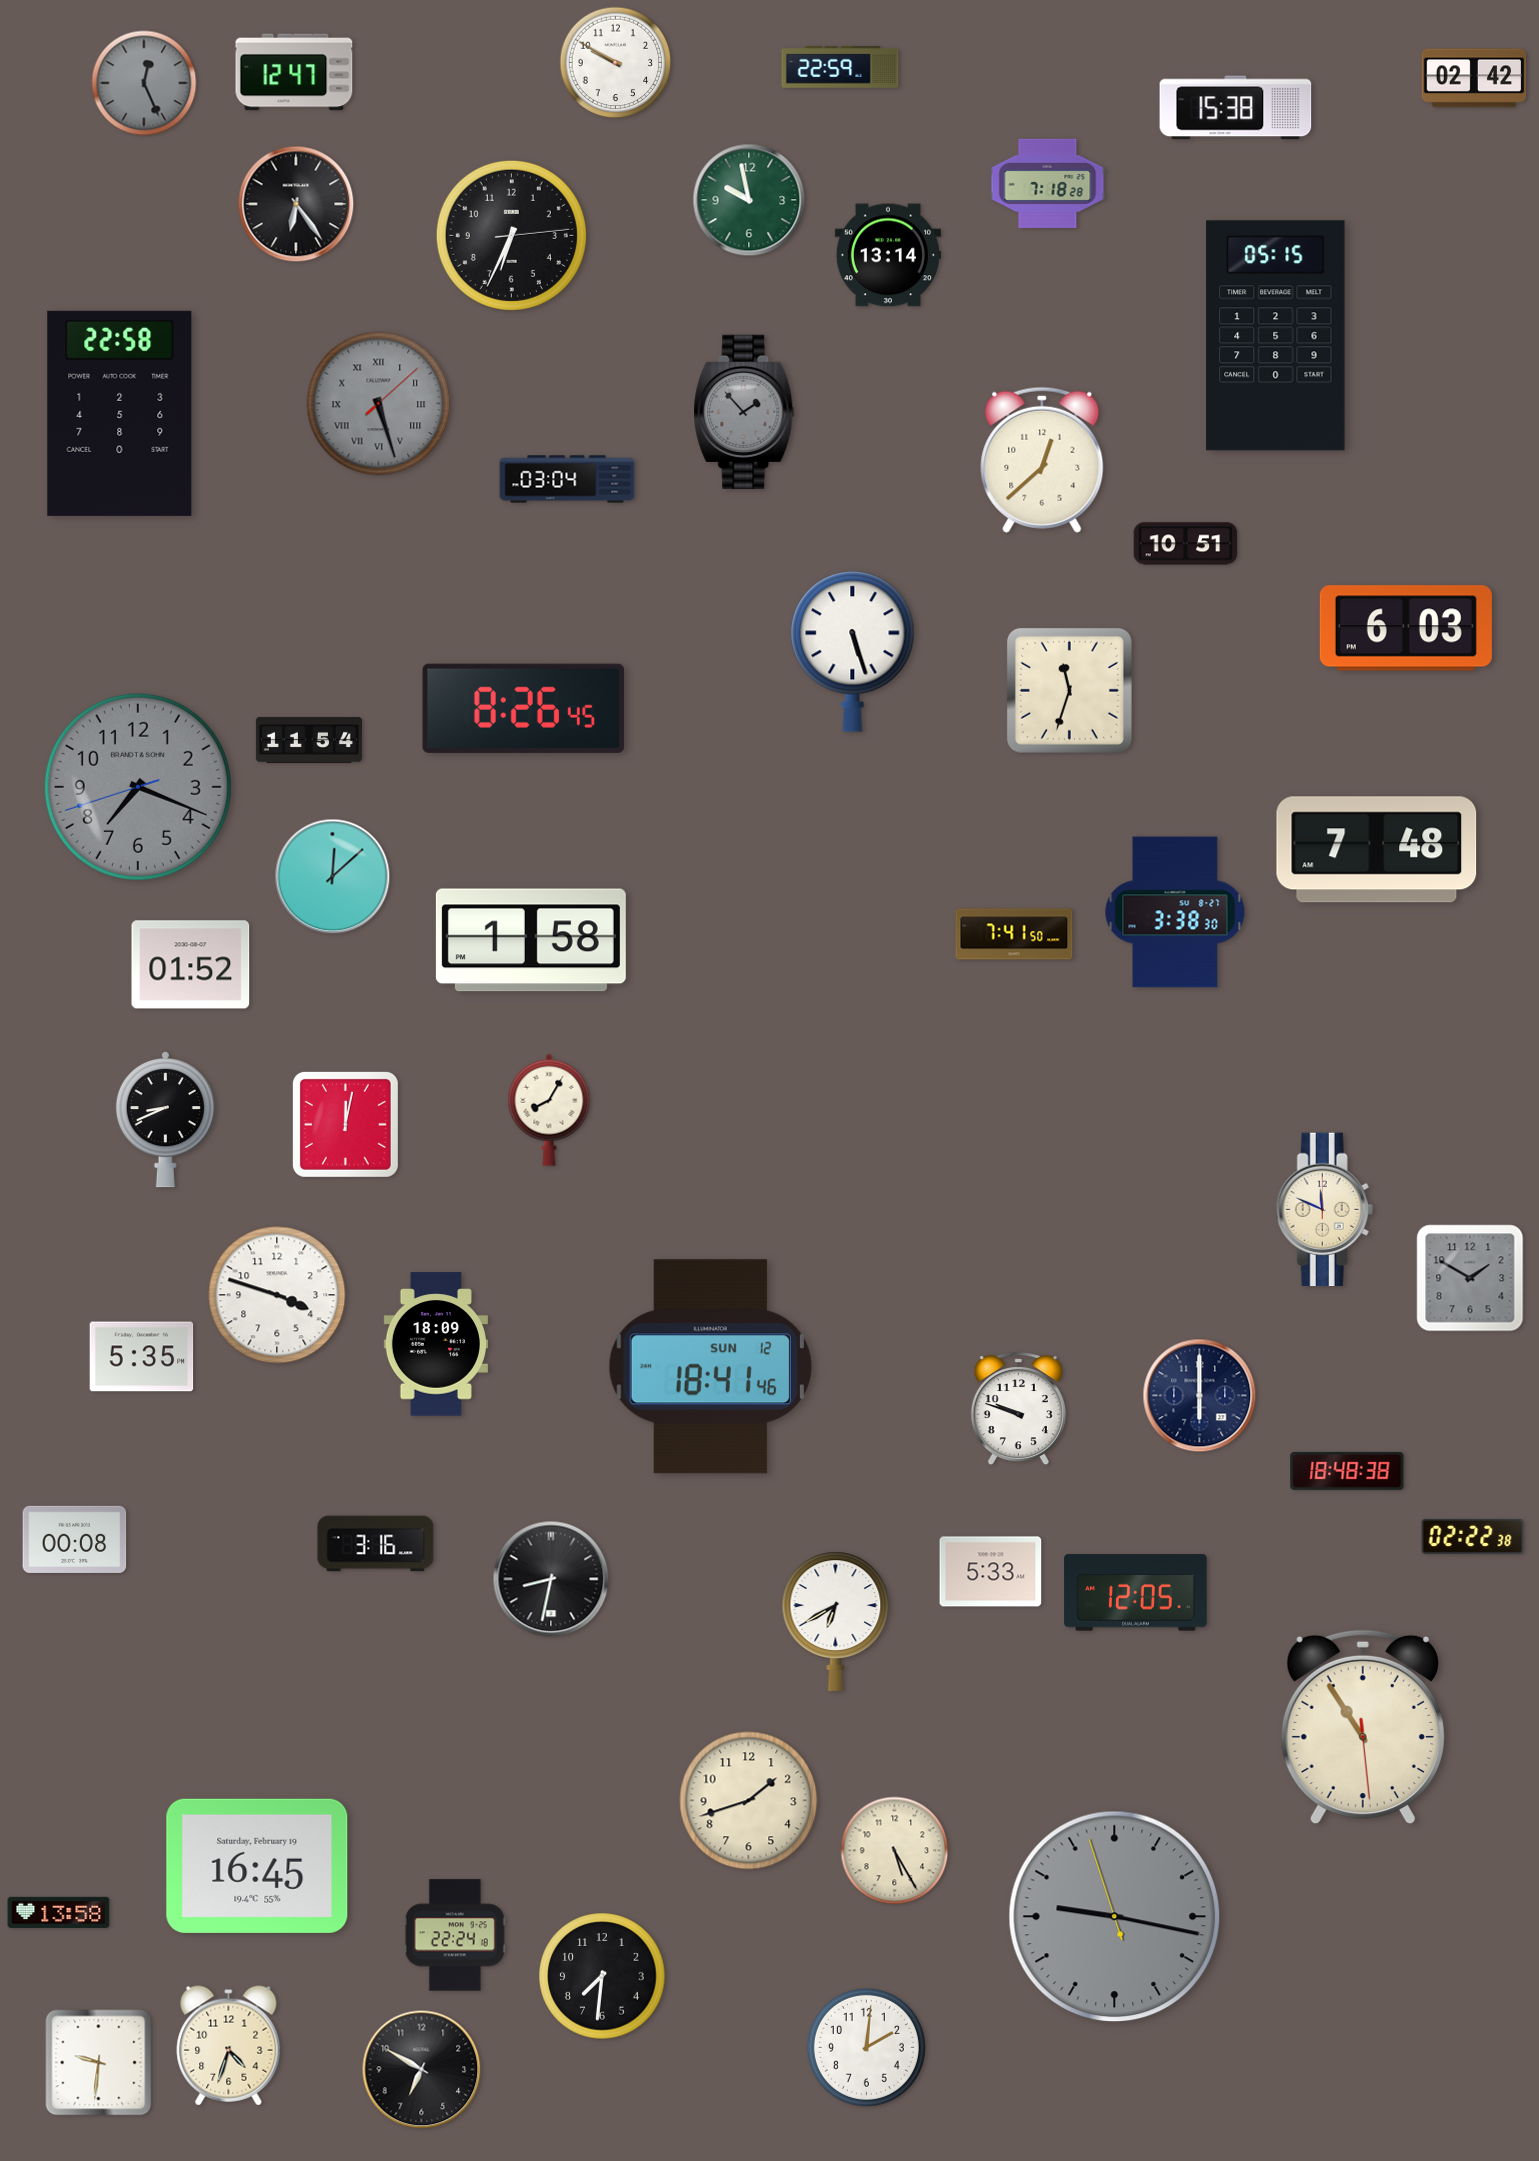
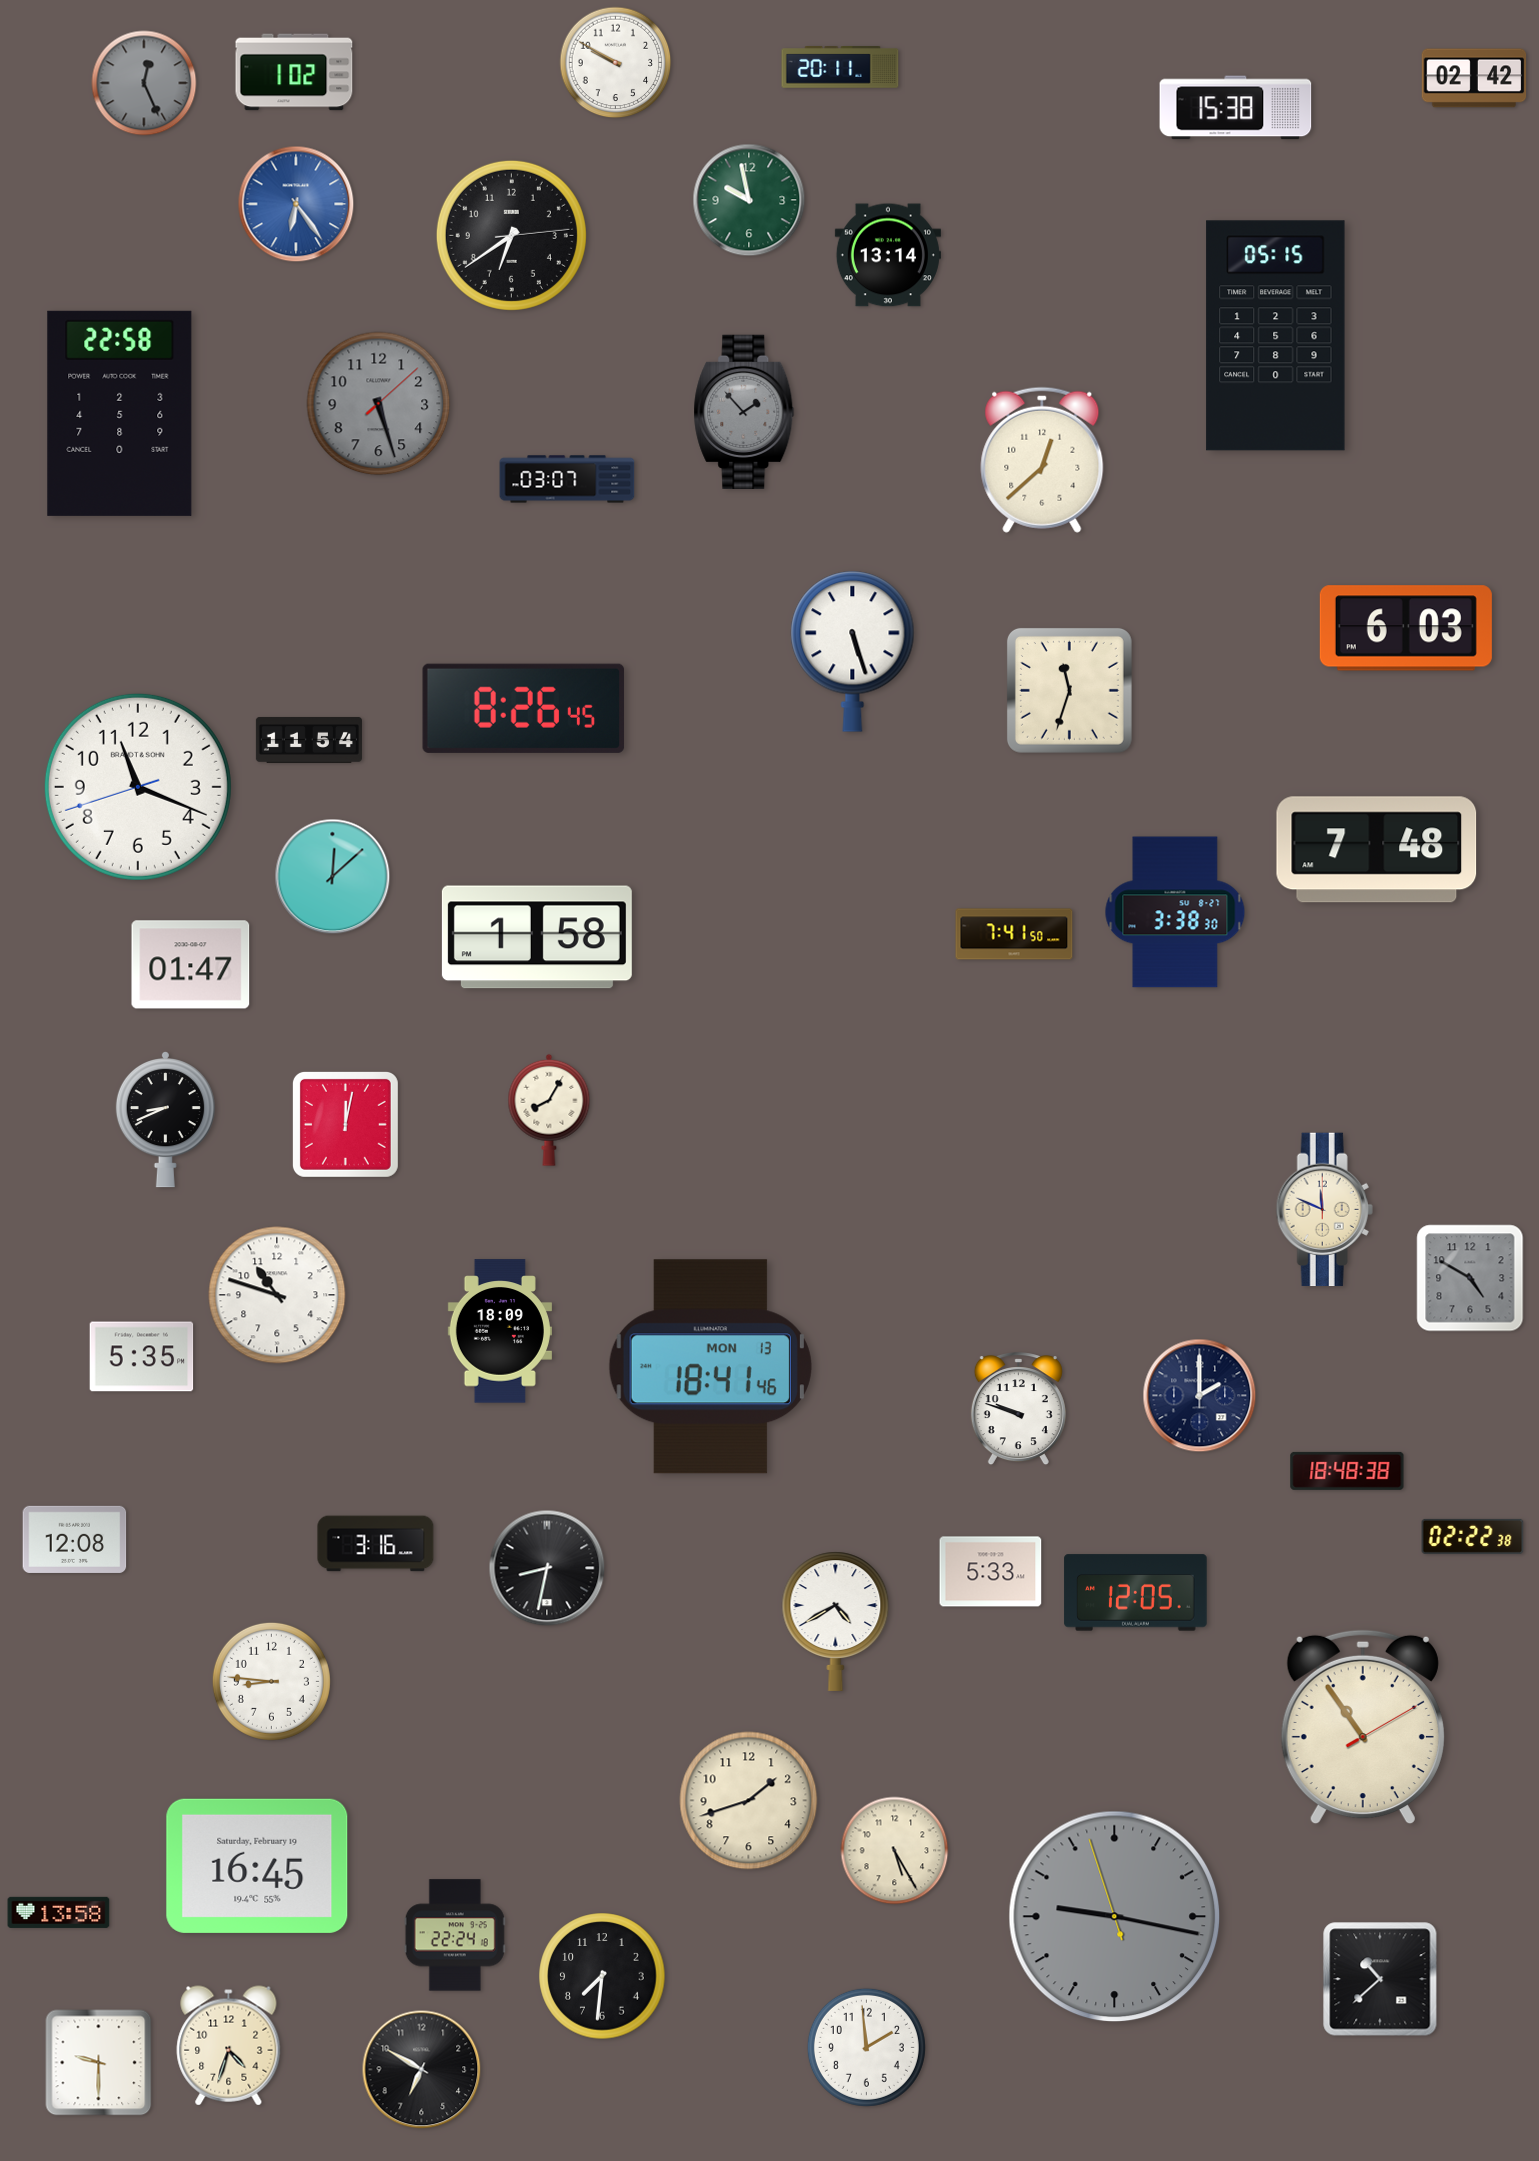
clock at (840, 68): 22:59 -> 20:11
clock at (294, 72): 12:47 -> 1:02
clock at (1048, 183): 7:18 -> none
clock at (296, 204) dial: black -> blue
clock at (511, 235): 6:34 -> 6:39
clock at (379, 404) numerals: Roman -> Arabic
clock at (567, 479): 03:04 -> 03:07
clock at (1186, 544): 10:51 -> none
clock at (138, 787): 7:18 -> 11:18
clock at (138, 787) dial: grey -> white
clock at (531, 940) position: (531, 940) -> (537, 937)
clock at (191, 965): 01:52 -> 01:47
clock at (1470, 1278): 1:50 -> 4:50
clock at (277, 1295): 3:48 -> 10:48
clock at (436, 1344) position: (436, 1344) -> (500, 1331)
clock at (710, 1367) date: SUN 12 -> MON 13
clock at (1200, 1396): 6:00 -> 2:00
clock at (75, 1539): 00:08 -> 12:08
clock at (551, 1579) position: (551, 1579) -> (547, 1568)
clock at (836, 1621): 6:40 -> 4:40
clock at (271, 1681): none -> 8:46
clock at (1363, 1727): 10:54:29 -> 10:54:10
clock at (1380, 1979): none -> 10:38
clock at (866, 2047): 2:01 -> 1:59
clock at (99, 2063): 9:31 -> 9:30
